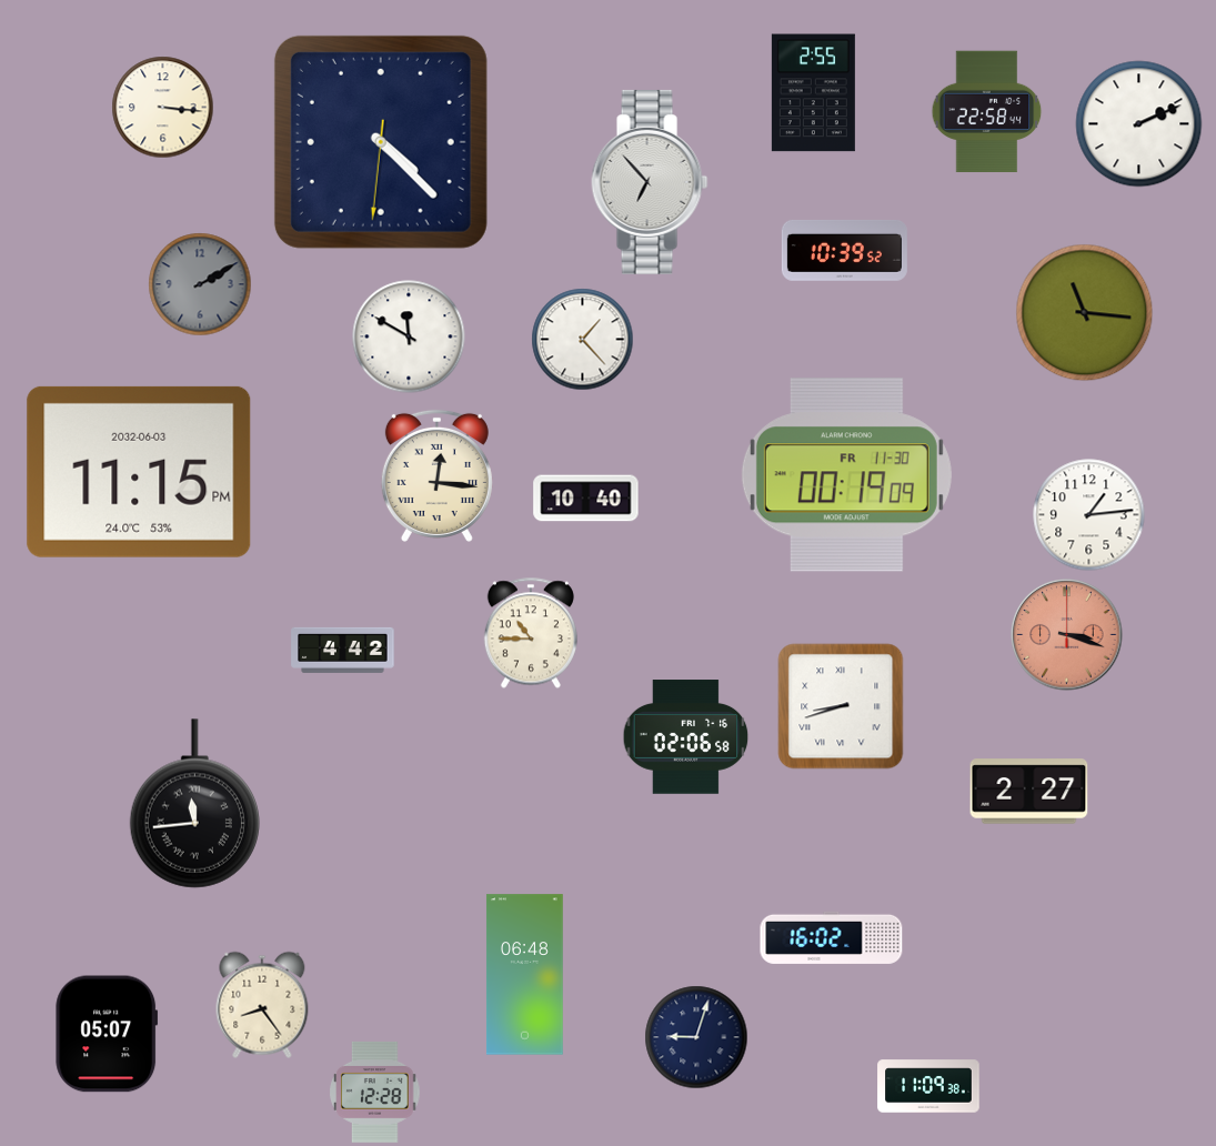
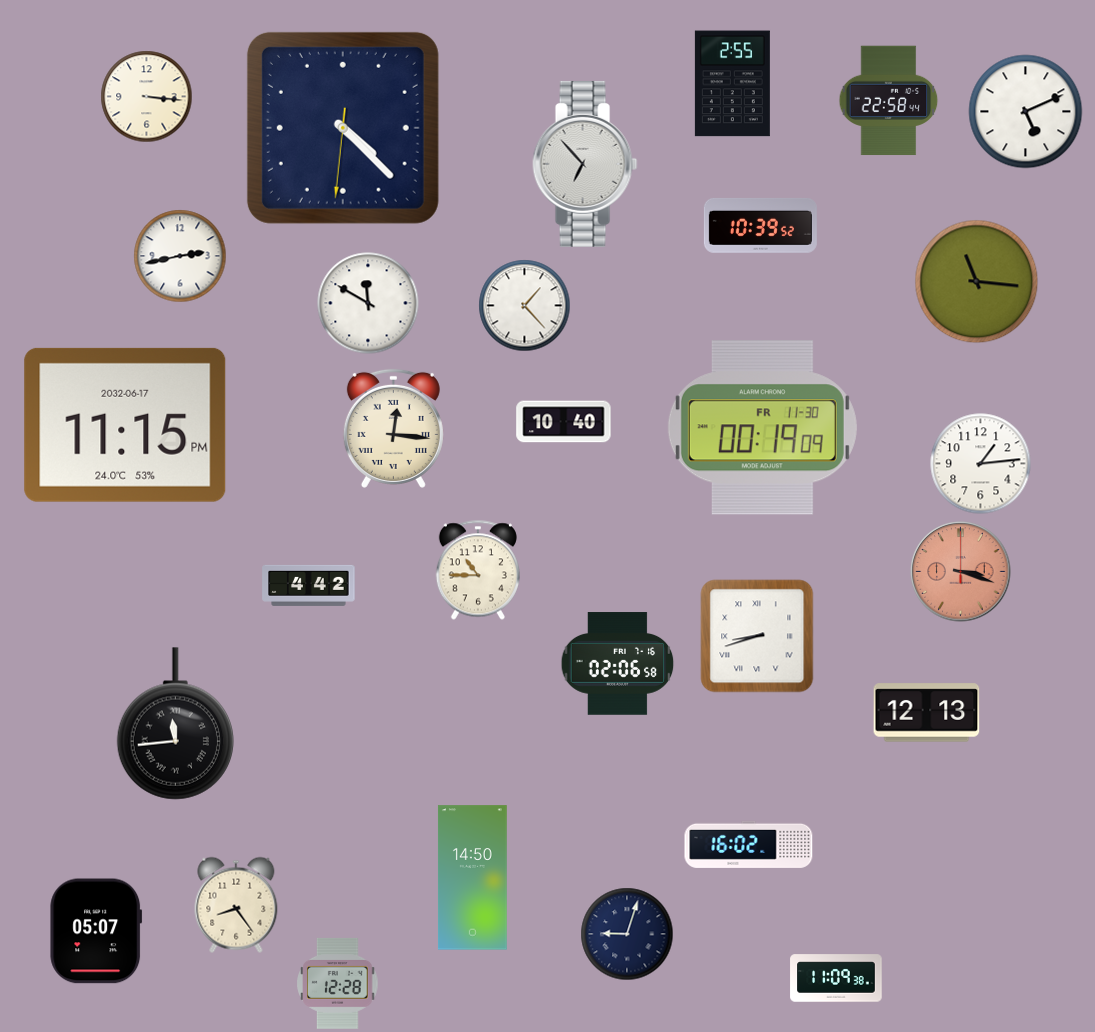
clock at (1139, 124): 2:11 -> 5:11
clock at (200, 284): 2:10 -> 2:43
clock at (200, 284) dial: grey -> white
clock at (139, 472) date: 2032-06-03 -> 2032-06-17
clock at (586, 499) position: (586, 499) -> (564, 422)
clock at (1029, 792): 2:27 -> 12:13
clock at (524, 975): 06:48 -> 14:50
